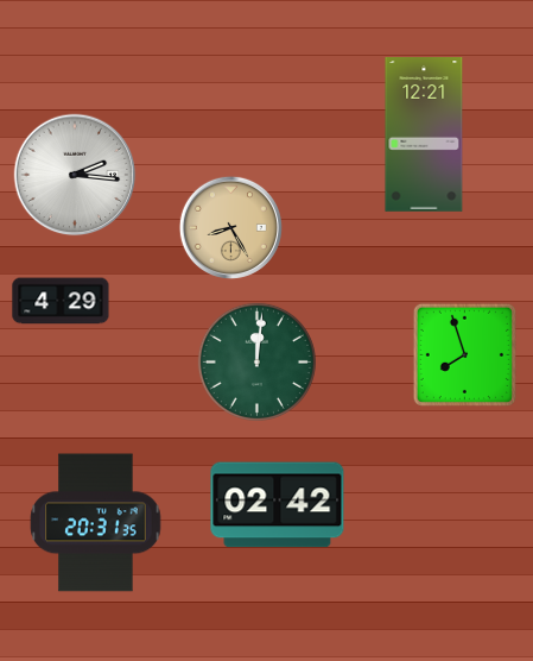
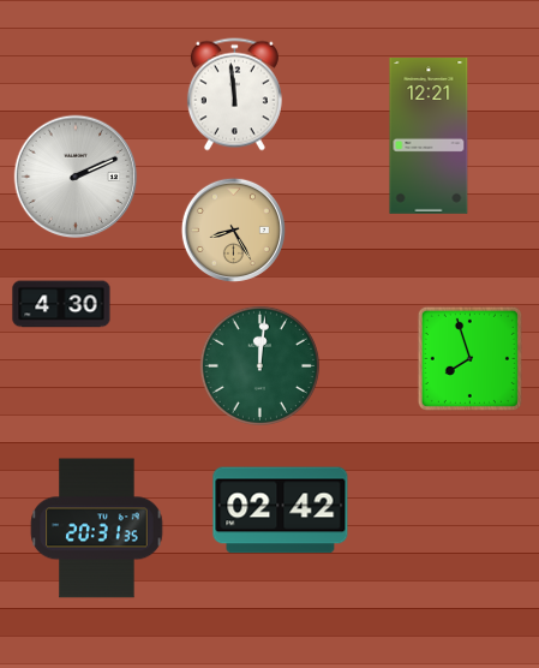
clock at (234, 95): none -> 11:59
clock at (75, 175): 2:16 -> 2:11
clock at (61, 301): 4:29 -> 4:30
